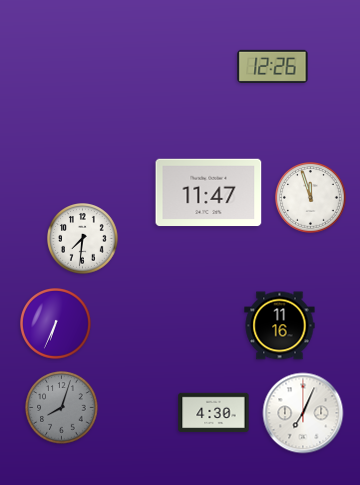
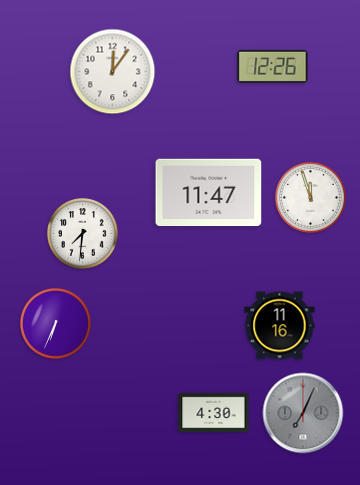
clock at (113, 72): none -> 12:06
clock at (83, 239) position: (83, 239) -> (83, 234)
clock at (62, 408): 8:03 -> none
clock at (303, 413) dial: white -> grey
